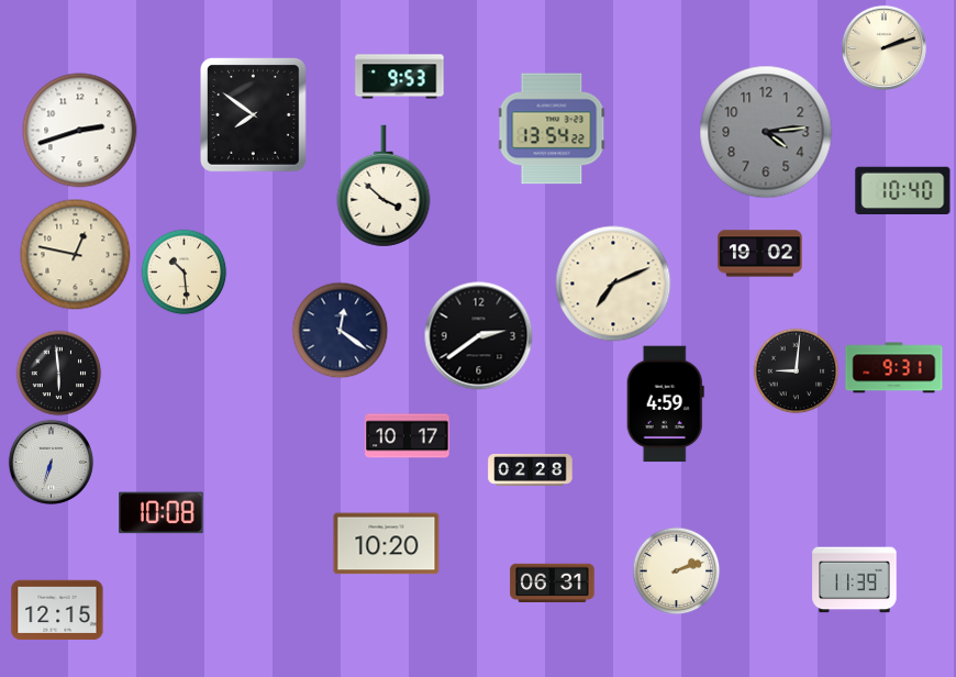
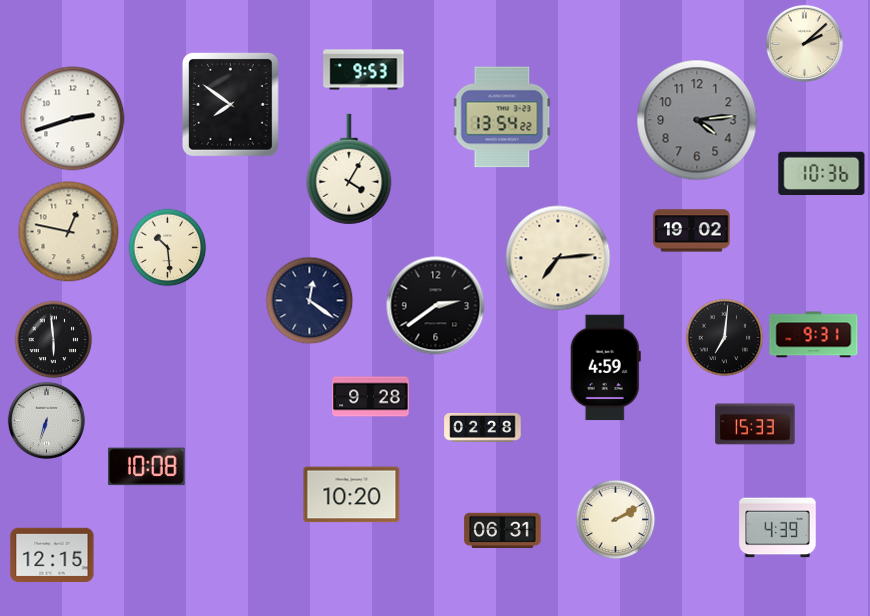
clock at (883, 47): 2:12 -> 2:08
clock at (383, 186): 3:52 -> 4:05
clock at (903, 190): 10:40 -> 10:36
clock at (613, 284): 7:11 -> 7:14
clock at (796, 370): 9:01 -> 7:01
clock at (408, 436): 10:17 -> 9:28
clock at (755, 424): none -> 15:33
clock at (676, 570): 2:12 -> 2:10
clock at (855, 580): 11:39 -> 4:39
